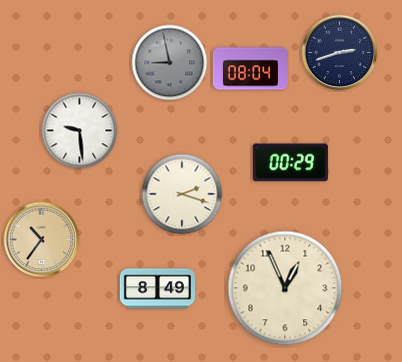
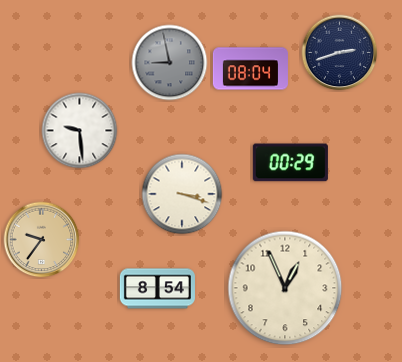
clock at (182, 194): 2:18 -> 3:18
clock at (42, 240): 10:36 -> 9:36
clock at (157, 289): 8:49 -> 8:54
